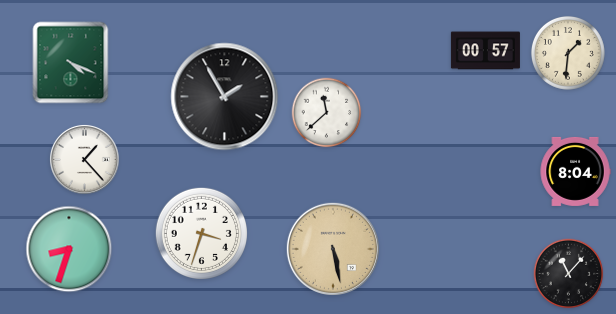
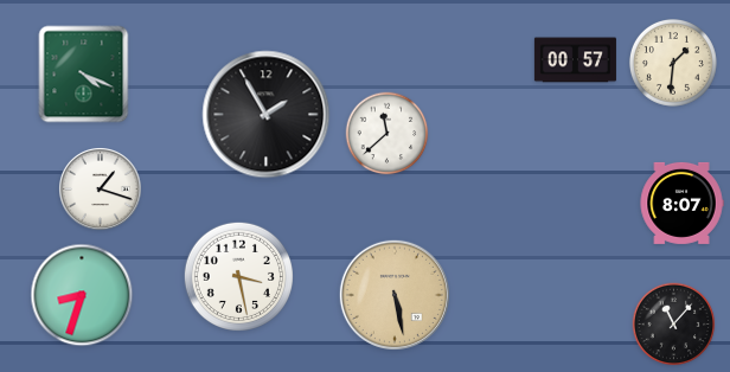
clock at (85, 160): 1:23 -> 1:18
clock at (575, 171): 8:04 -> 8:07
clock at (201, 233): 3:33 -> 3:28
